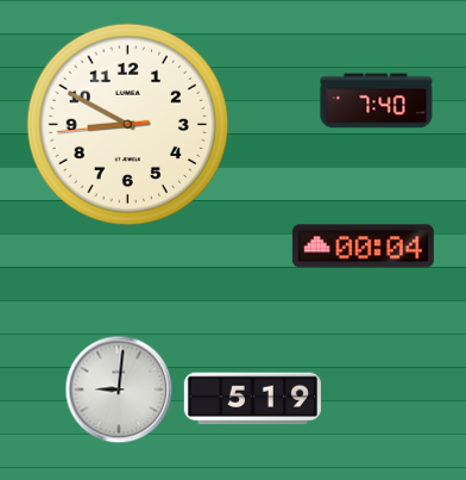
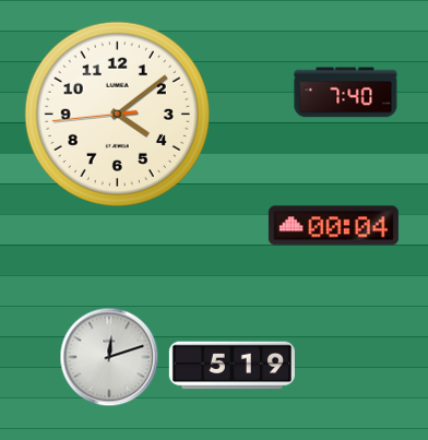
clock at (127, 124): 8:49 -> 4:08
clock at (119, 389): 9:01 -> 12:12
